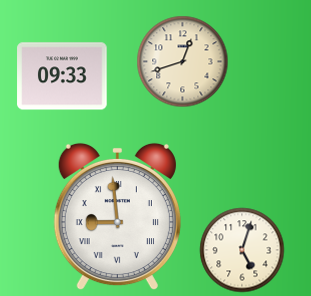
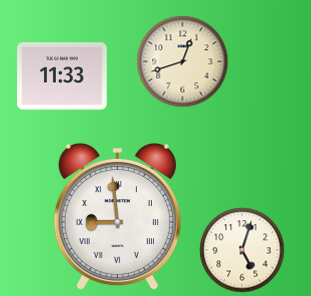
clock at (62, 76): 09:33 -> 11:33
